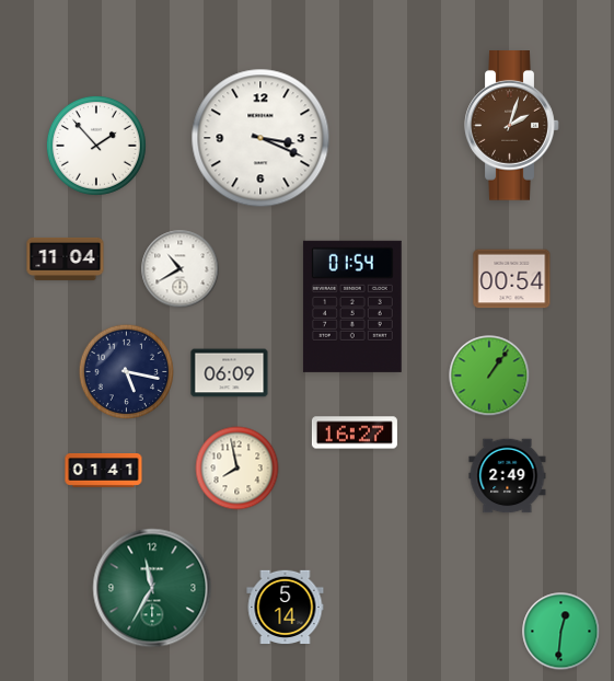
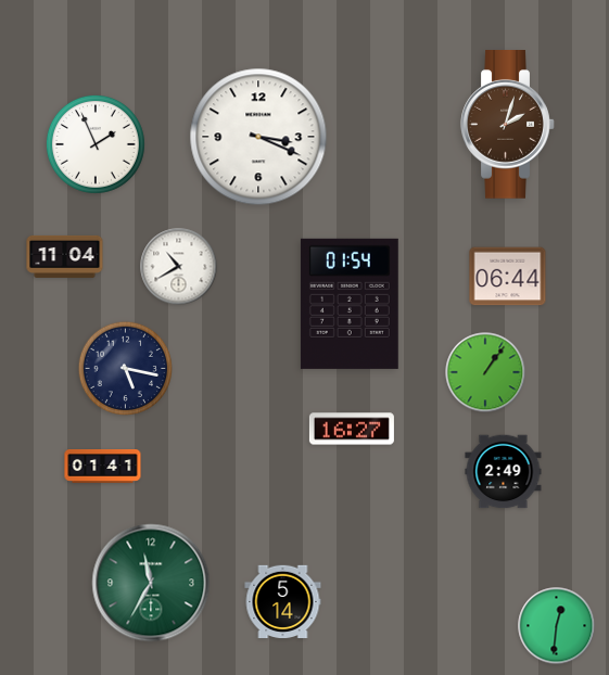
clock at (96, 146): 1:53 -> 1:56
clock at (512, 279): 00:54 -> 06:44
clock at (230, 373): 06:09 -> none
clock at (238, 469): 7:58 -> none
